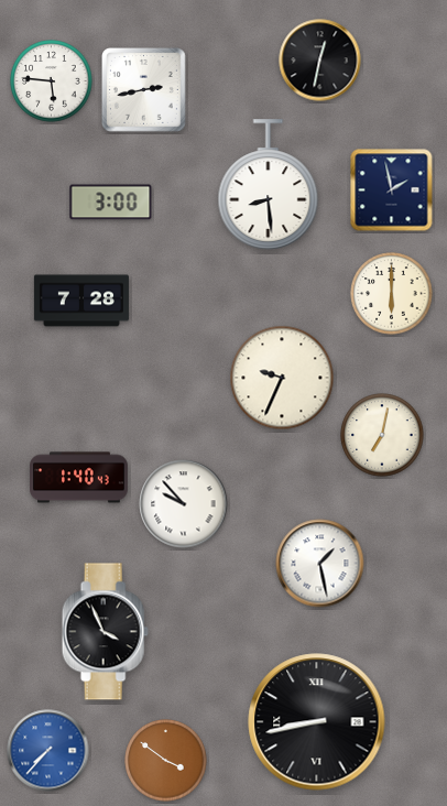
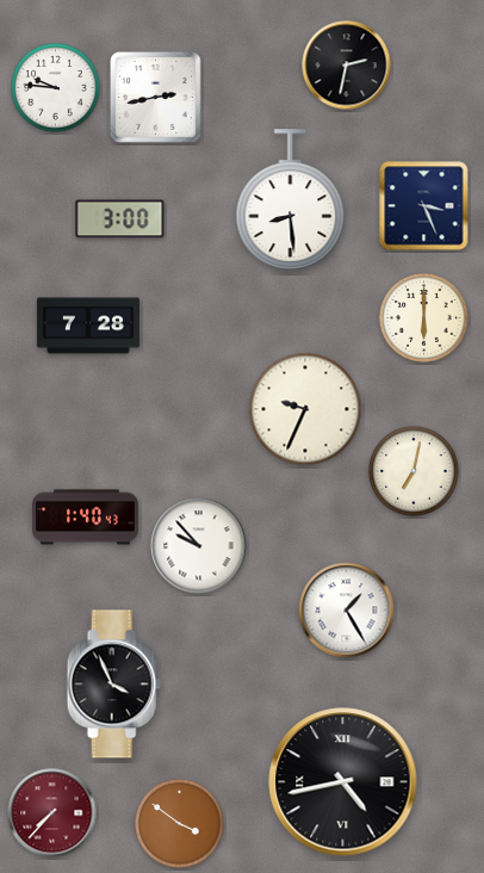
clock at (320, 61): 12:32 -> 2:32
clock at (52, 81): 5:46 -> 9:46
clock at (392, 190): 1:58 -> 3:26
clock at (320, 564): 1:28 -> 1:25
clock at (317, 722): 8:43 -> 4:43
clock at (48, 751) dial: blue -> burgundy
